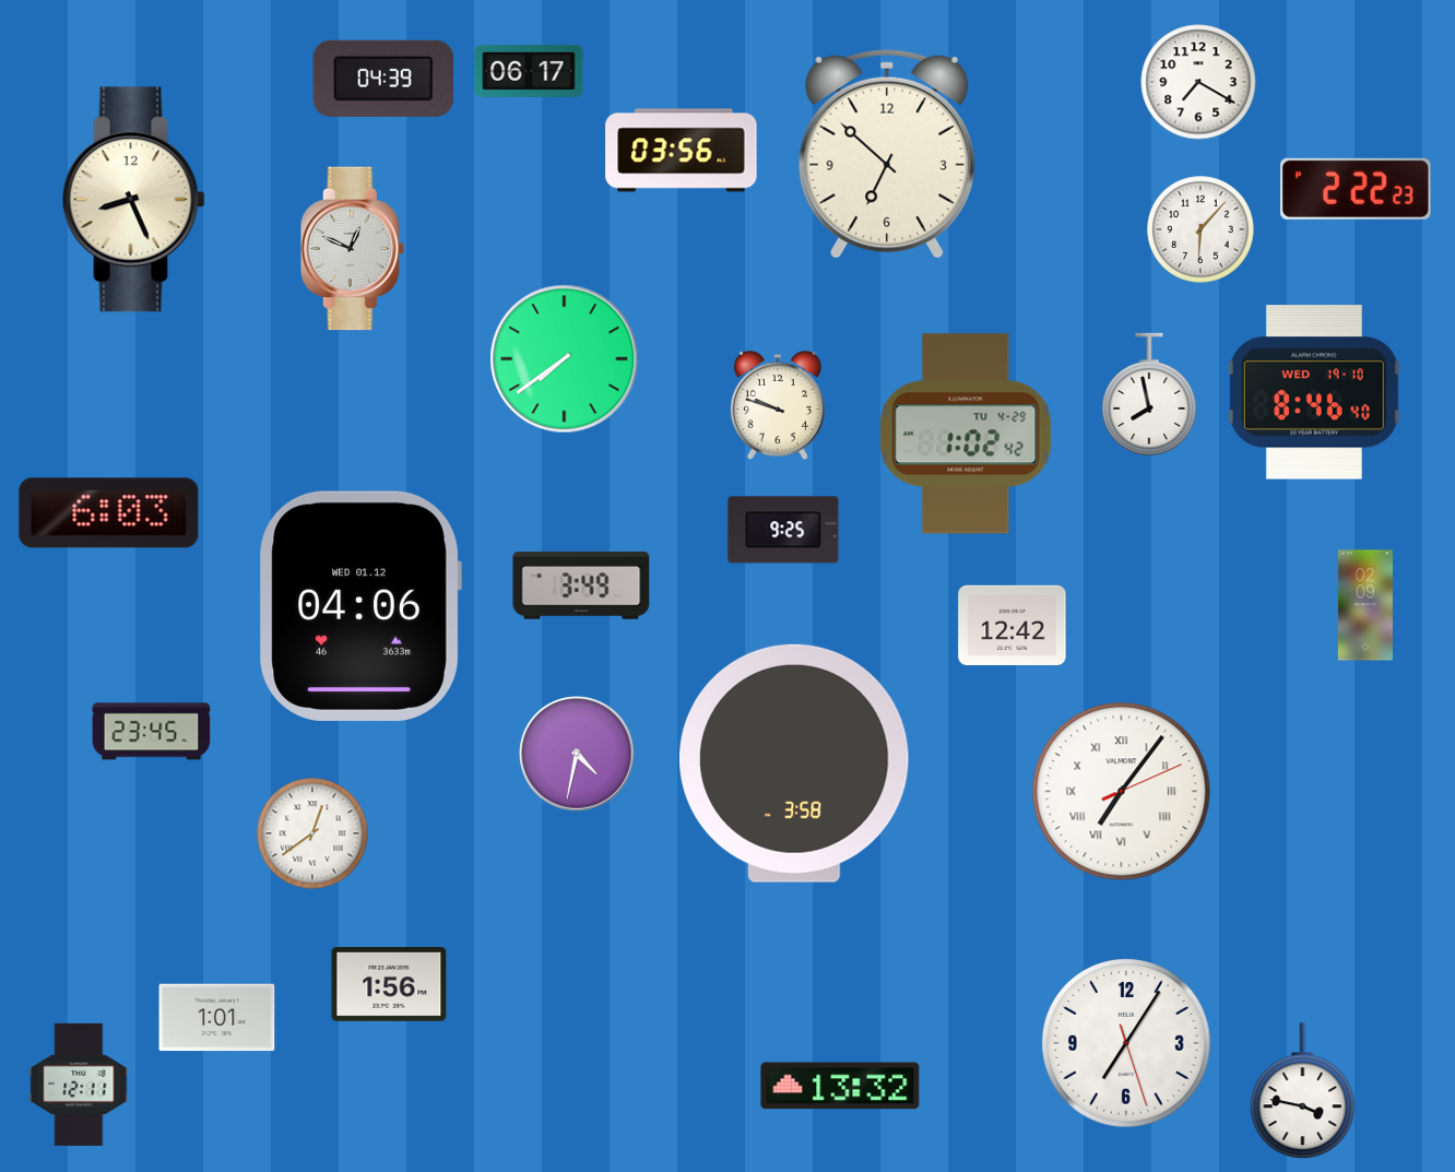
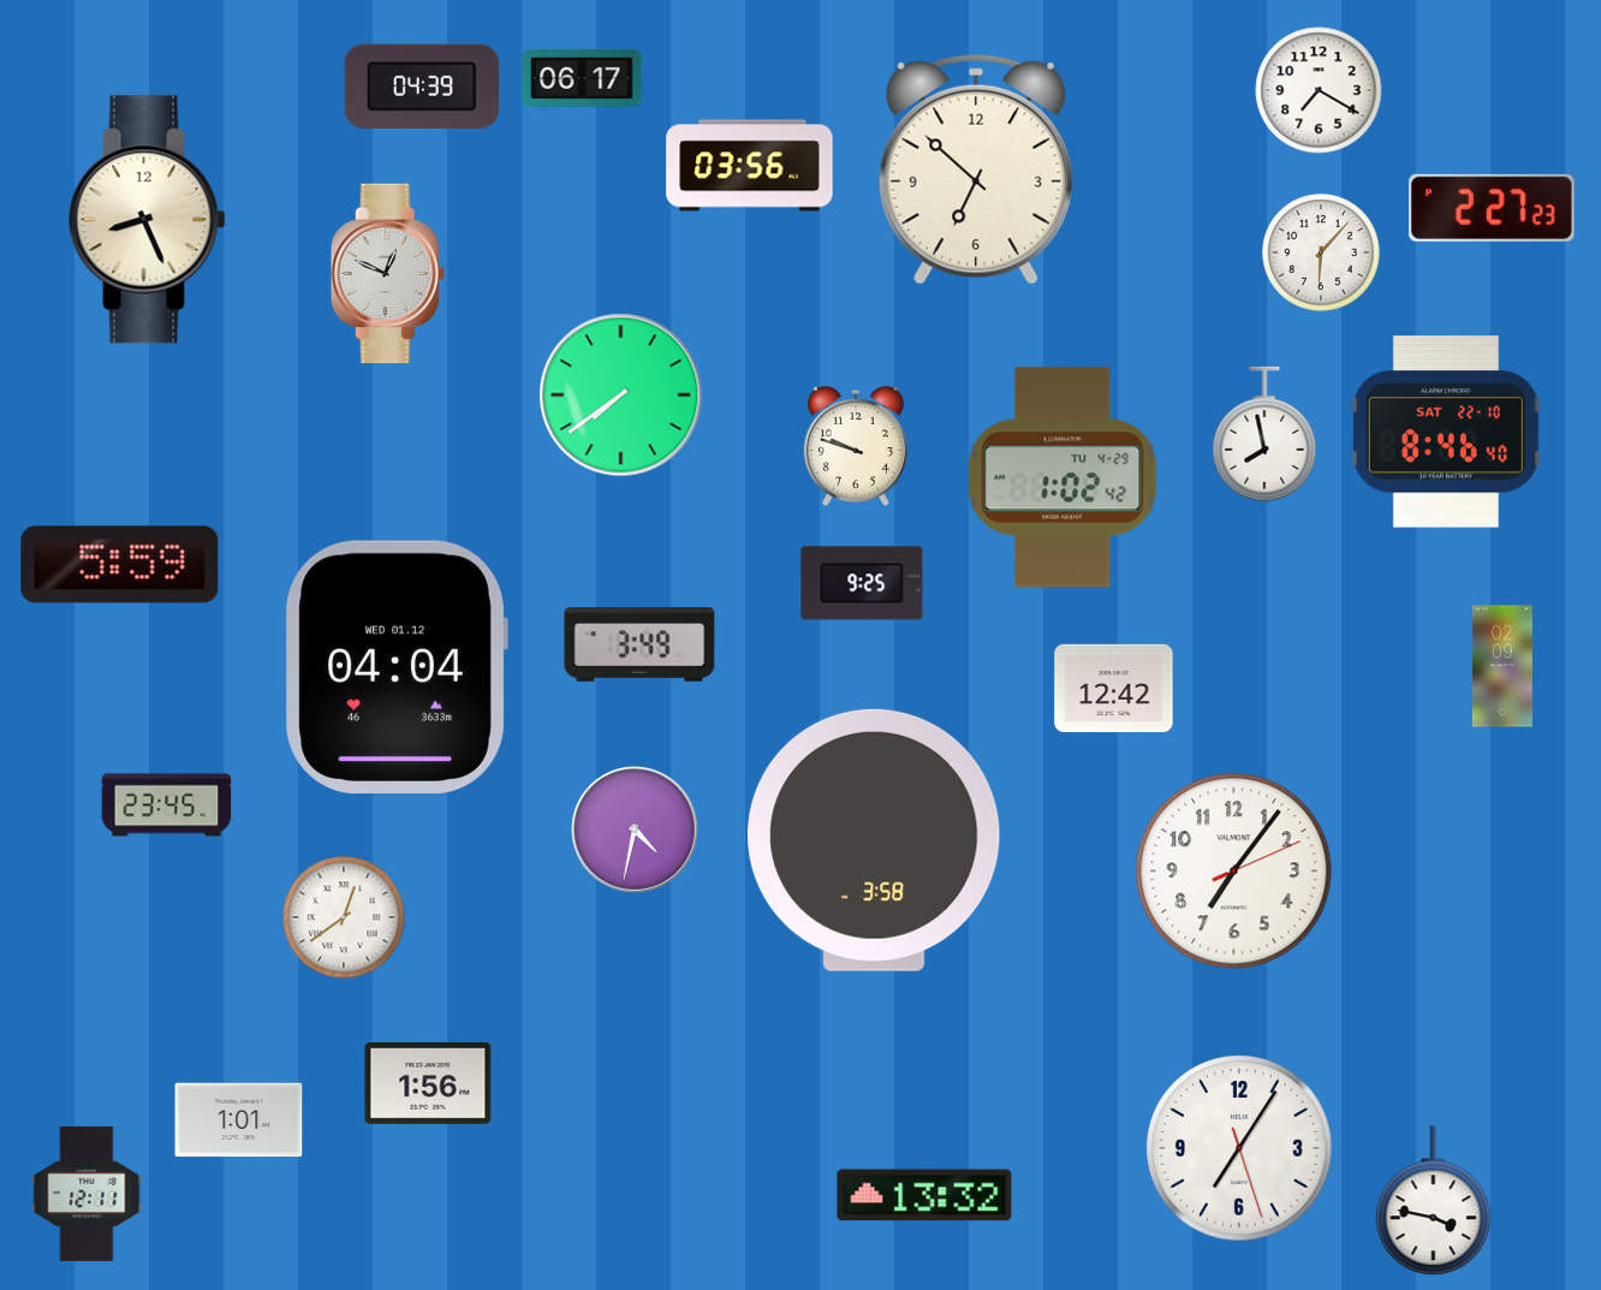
clock at (1356, 189): 2:22 -> 2:27
clock at (1314, 392) date: WED 19-10 -> SAT 22-10
clock at (109, 513): 6:03 -> 5:59
clock at (360, 605): 04:06 -> 04:04
clock at (1122, 792) numerals: Roman -> Arabic
